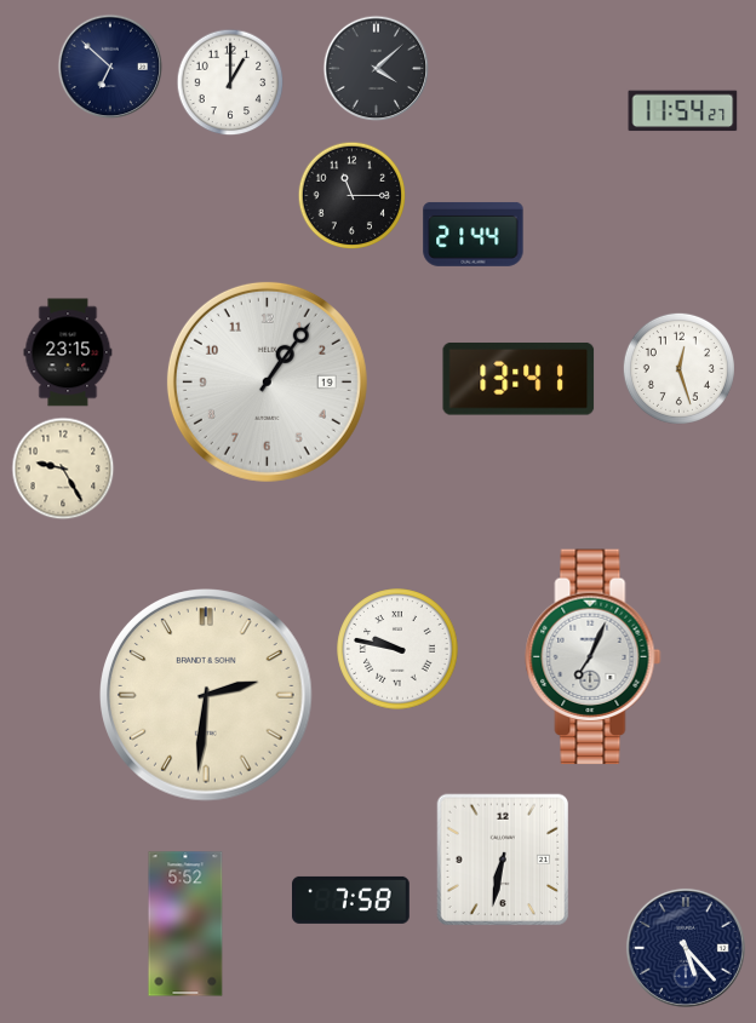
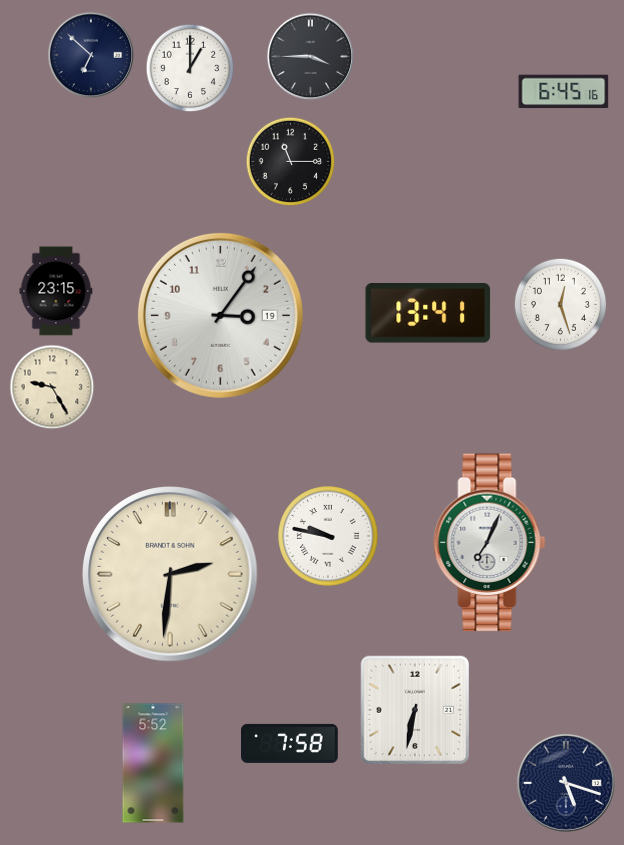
clock at (377, 69): 4:08 -> 3:45
clock at (683, 111): 11:54 -> 6:45
clock at (474, 234): 21:44 -> none
clock at (267, 381): 1:06 -> 3:06
clock at (686, 948): 5:23 -> 5:18
